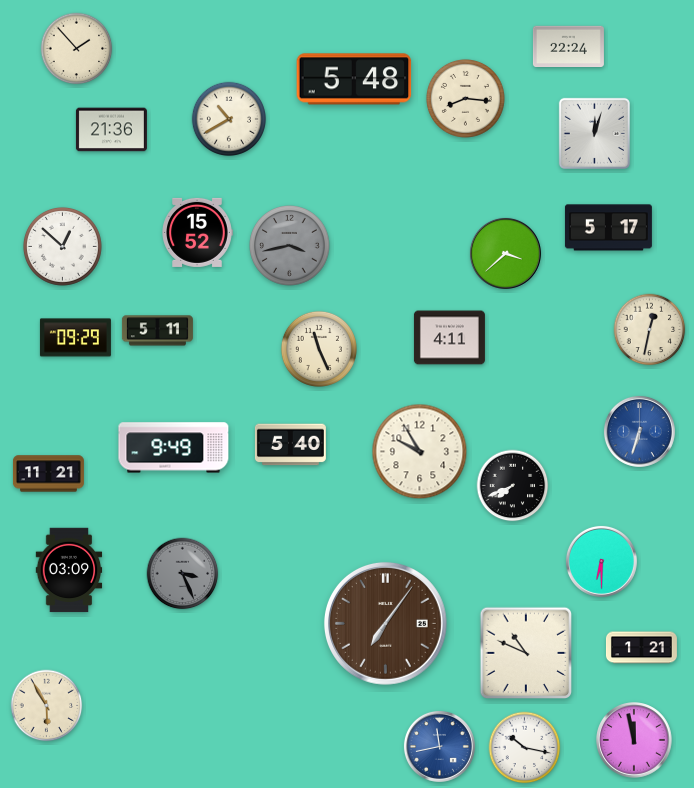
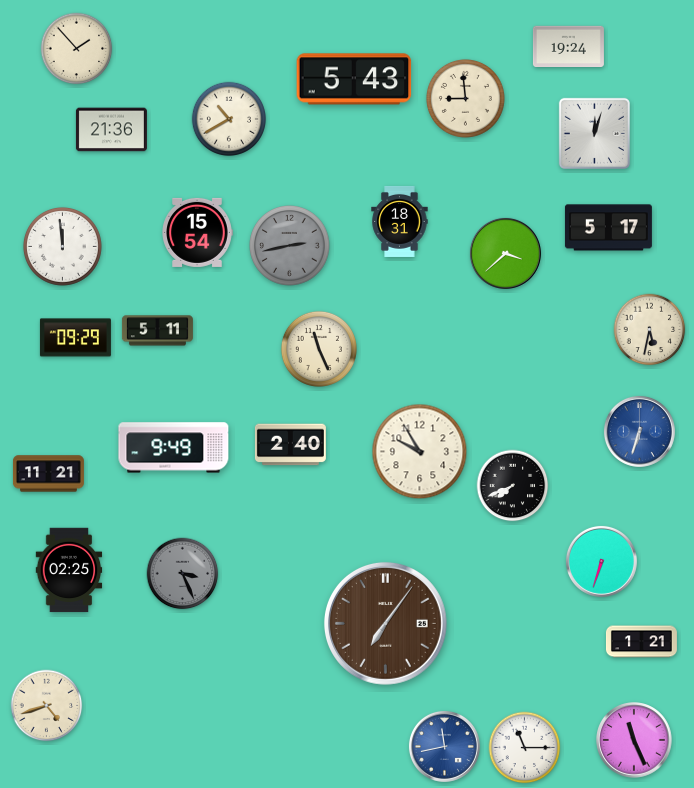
clock at (568, 47): 22:24 -> 19:24
clock at (354, 79): 5:48 -> 5:43
clock at (465, 98): 8:16 -> 8:59
clock at (400, 221): none -> 18:31
clock at (197, 232): 15:52 -> 15:54
clock at (62, 246): 12:52 -> 11:59
clock at (290, 246): 3:43 -> 2:43
clock at (650, 330): 12:32 -> 5:32
clock at (449, 338): 4:11 -> none
clock at (290, 445): 5:40 -> 2:40
clock at (601, 561): 6:30 -> 6:33
clock at (69, 570): 03:09 -> 02:25
clock at (641, 648) position: (641, 648) -> (641, 642)
clock at (526, 653): 10:49 -> none
clock at (47, 706): 5:55 -> 4:42
clock at (634, 740): 11:58 -> 11:26
clock at (439, 746) position: (439, 746) -> (444, 746)
clock at (525, 748): 10:17 -> 11:15
